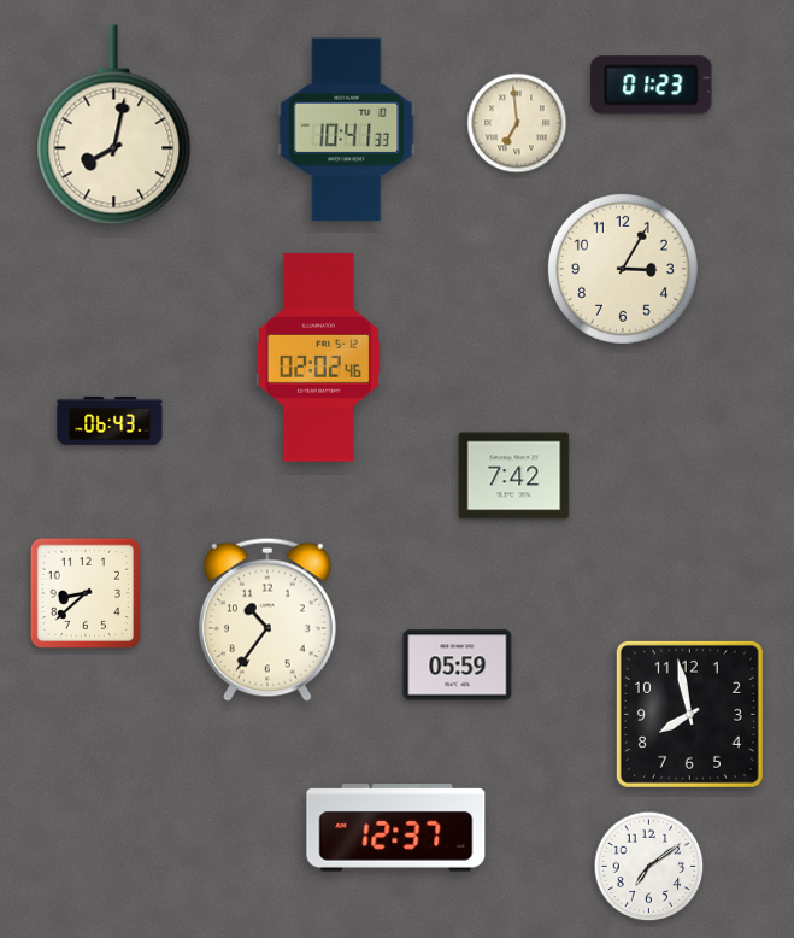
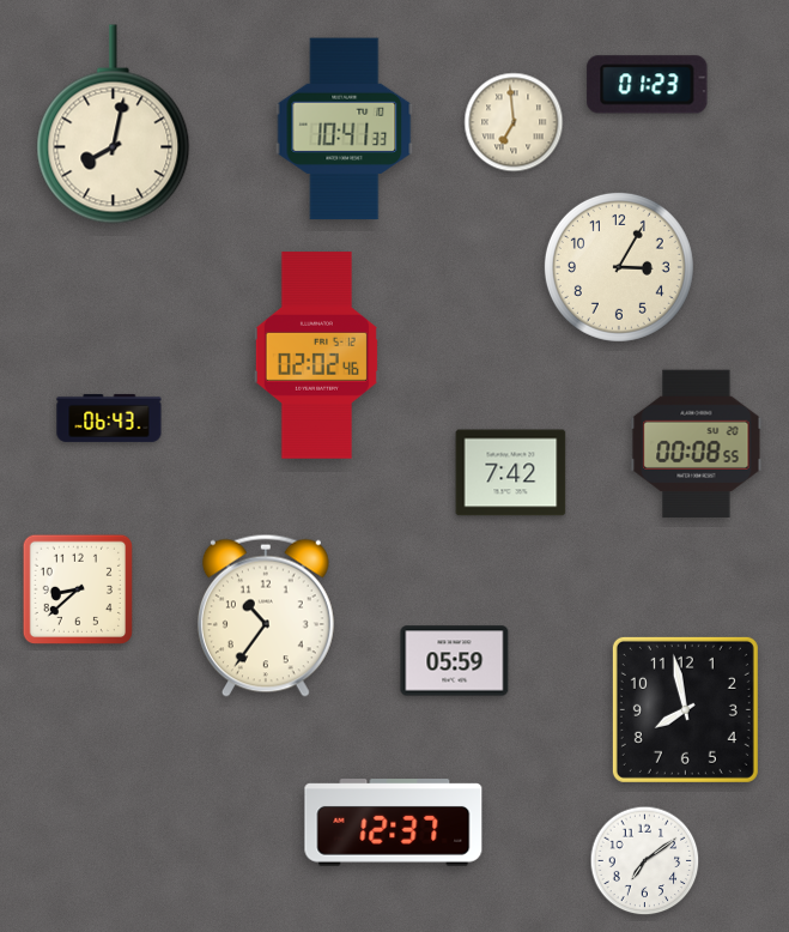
clock at (697, 444): none -> 00:08
clock at (84, 592) position: (84, 592) -> (77, 588)
